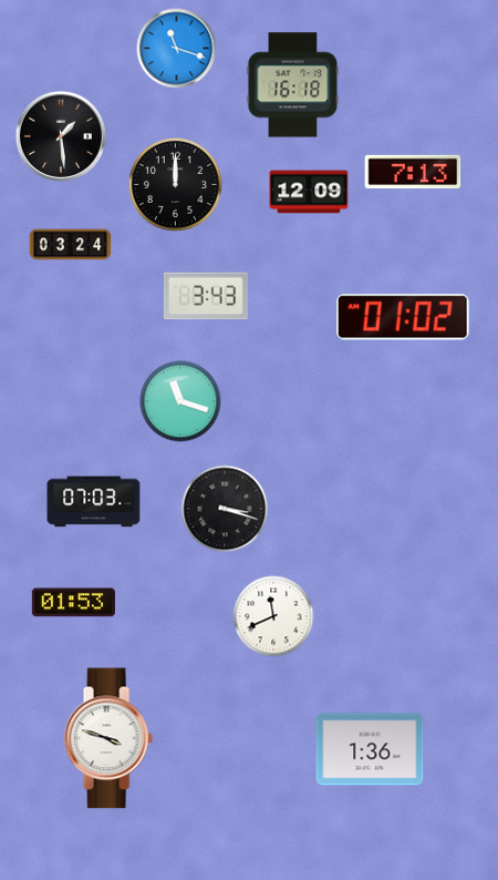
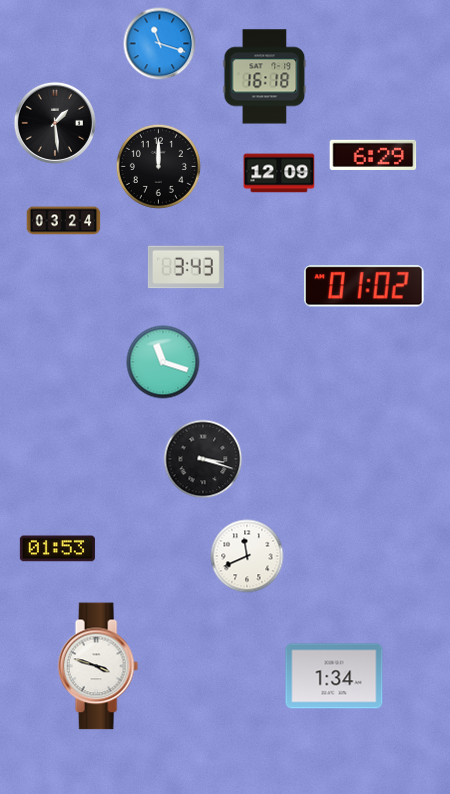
clock at (413, 172): 7:13 -> 6:29
clock at (94, 502): 07:03 -> none
clock at (73, 603) position: (73, 603) -> (57, 549)
clock at (370, 749): 1:36 -> 1:34
